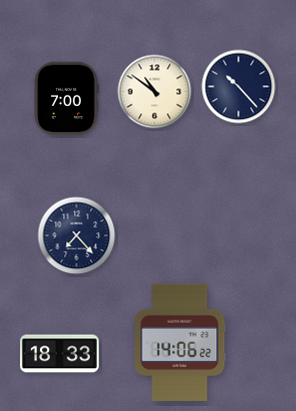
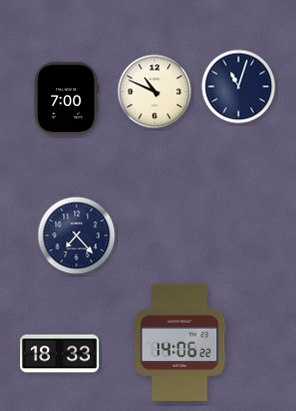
clock at (239, 87): 10:23 -> 11:03
clock at (155, 92): 10:51 -> 10:49
